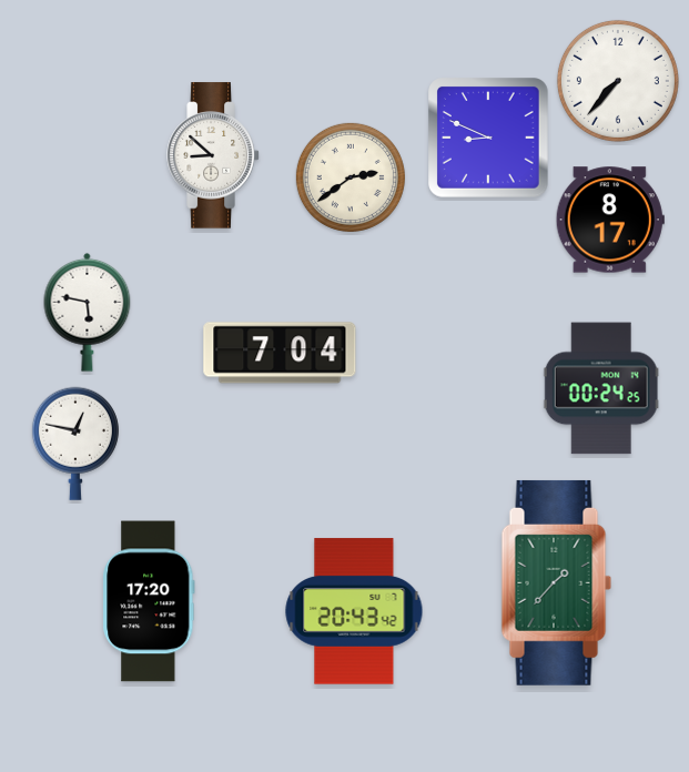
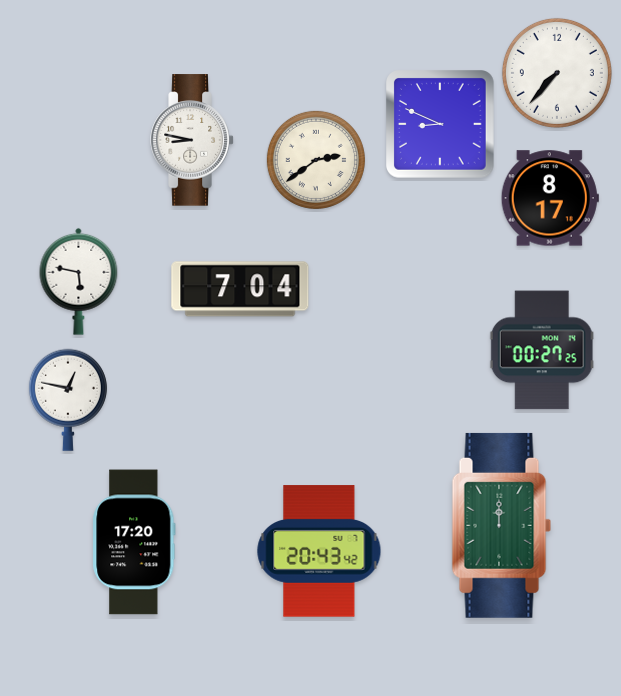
clock at (213, 155): 8:52 -> 8:47
clock at (280, 353) position: (280, 353) -> (240, 289)
clock at (601, 388): 00:24 -> 00:27
clock at (557, 582): 1:37 -> 12:00
